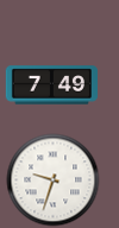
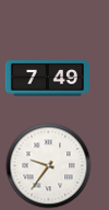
clock at (52, 179): 9:33 -> 9:36
